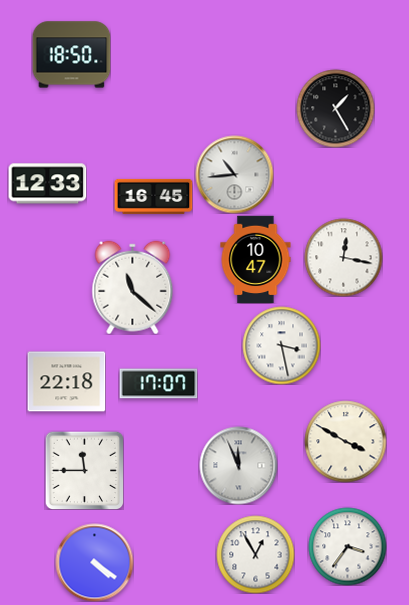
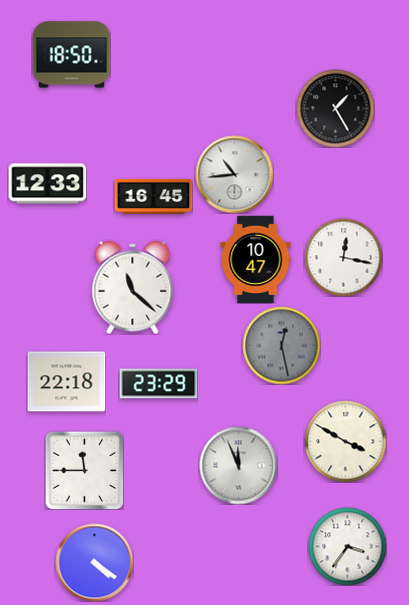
clock at (281, 345): 3:28 -> 12:28
clock at (281, 345) dial: white -> grey
clock at (158, 384): 17:07 -> 23:29
clock at (255, 554): 12:55 -> none
